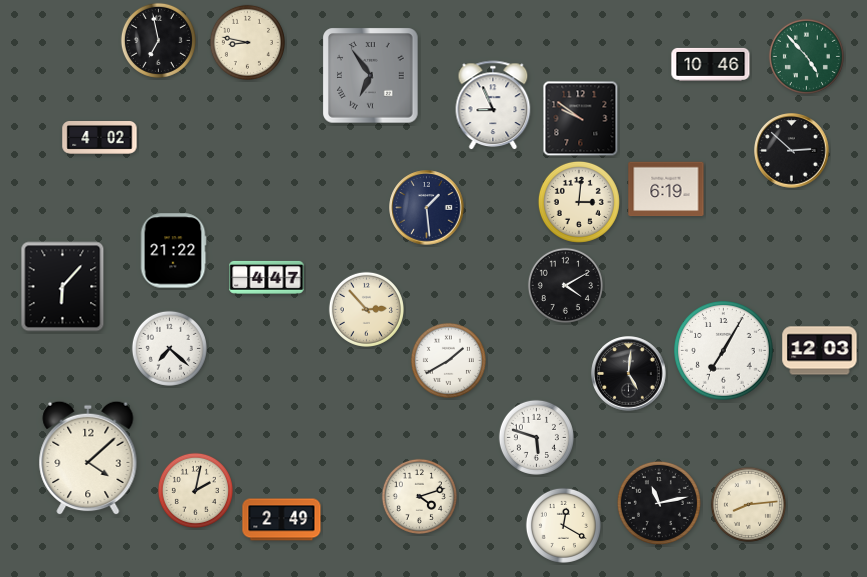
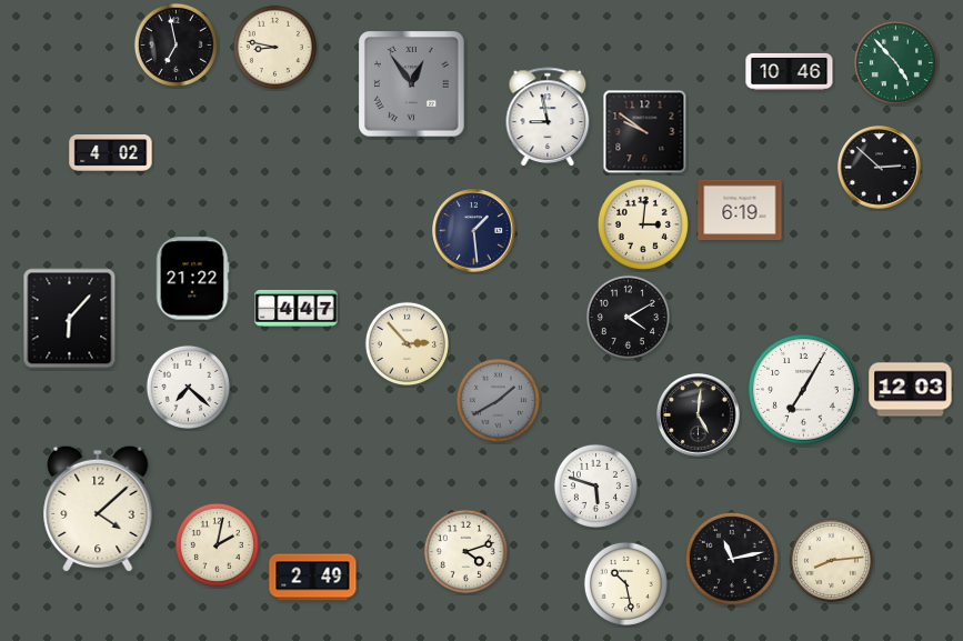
clock at (371, 76): 6:54 -> 12:54
clock at (493, 105): 8:56 -> 8:58
clock at (448, 360) dial: white -> grey
clock at (563, 525): 12:20 -> 10:28
